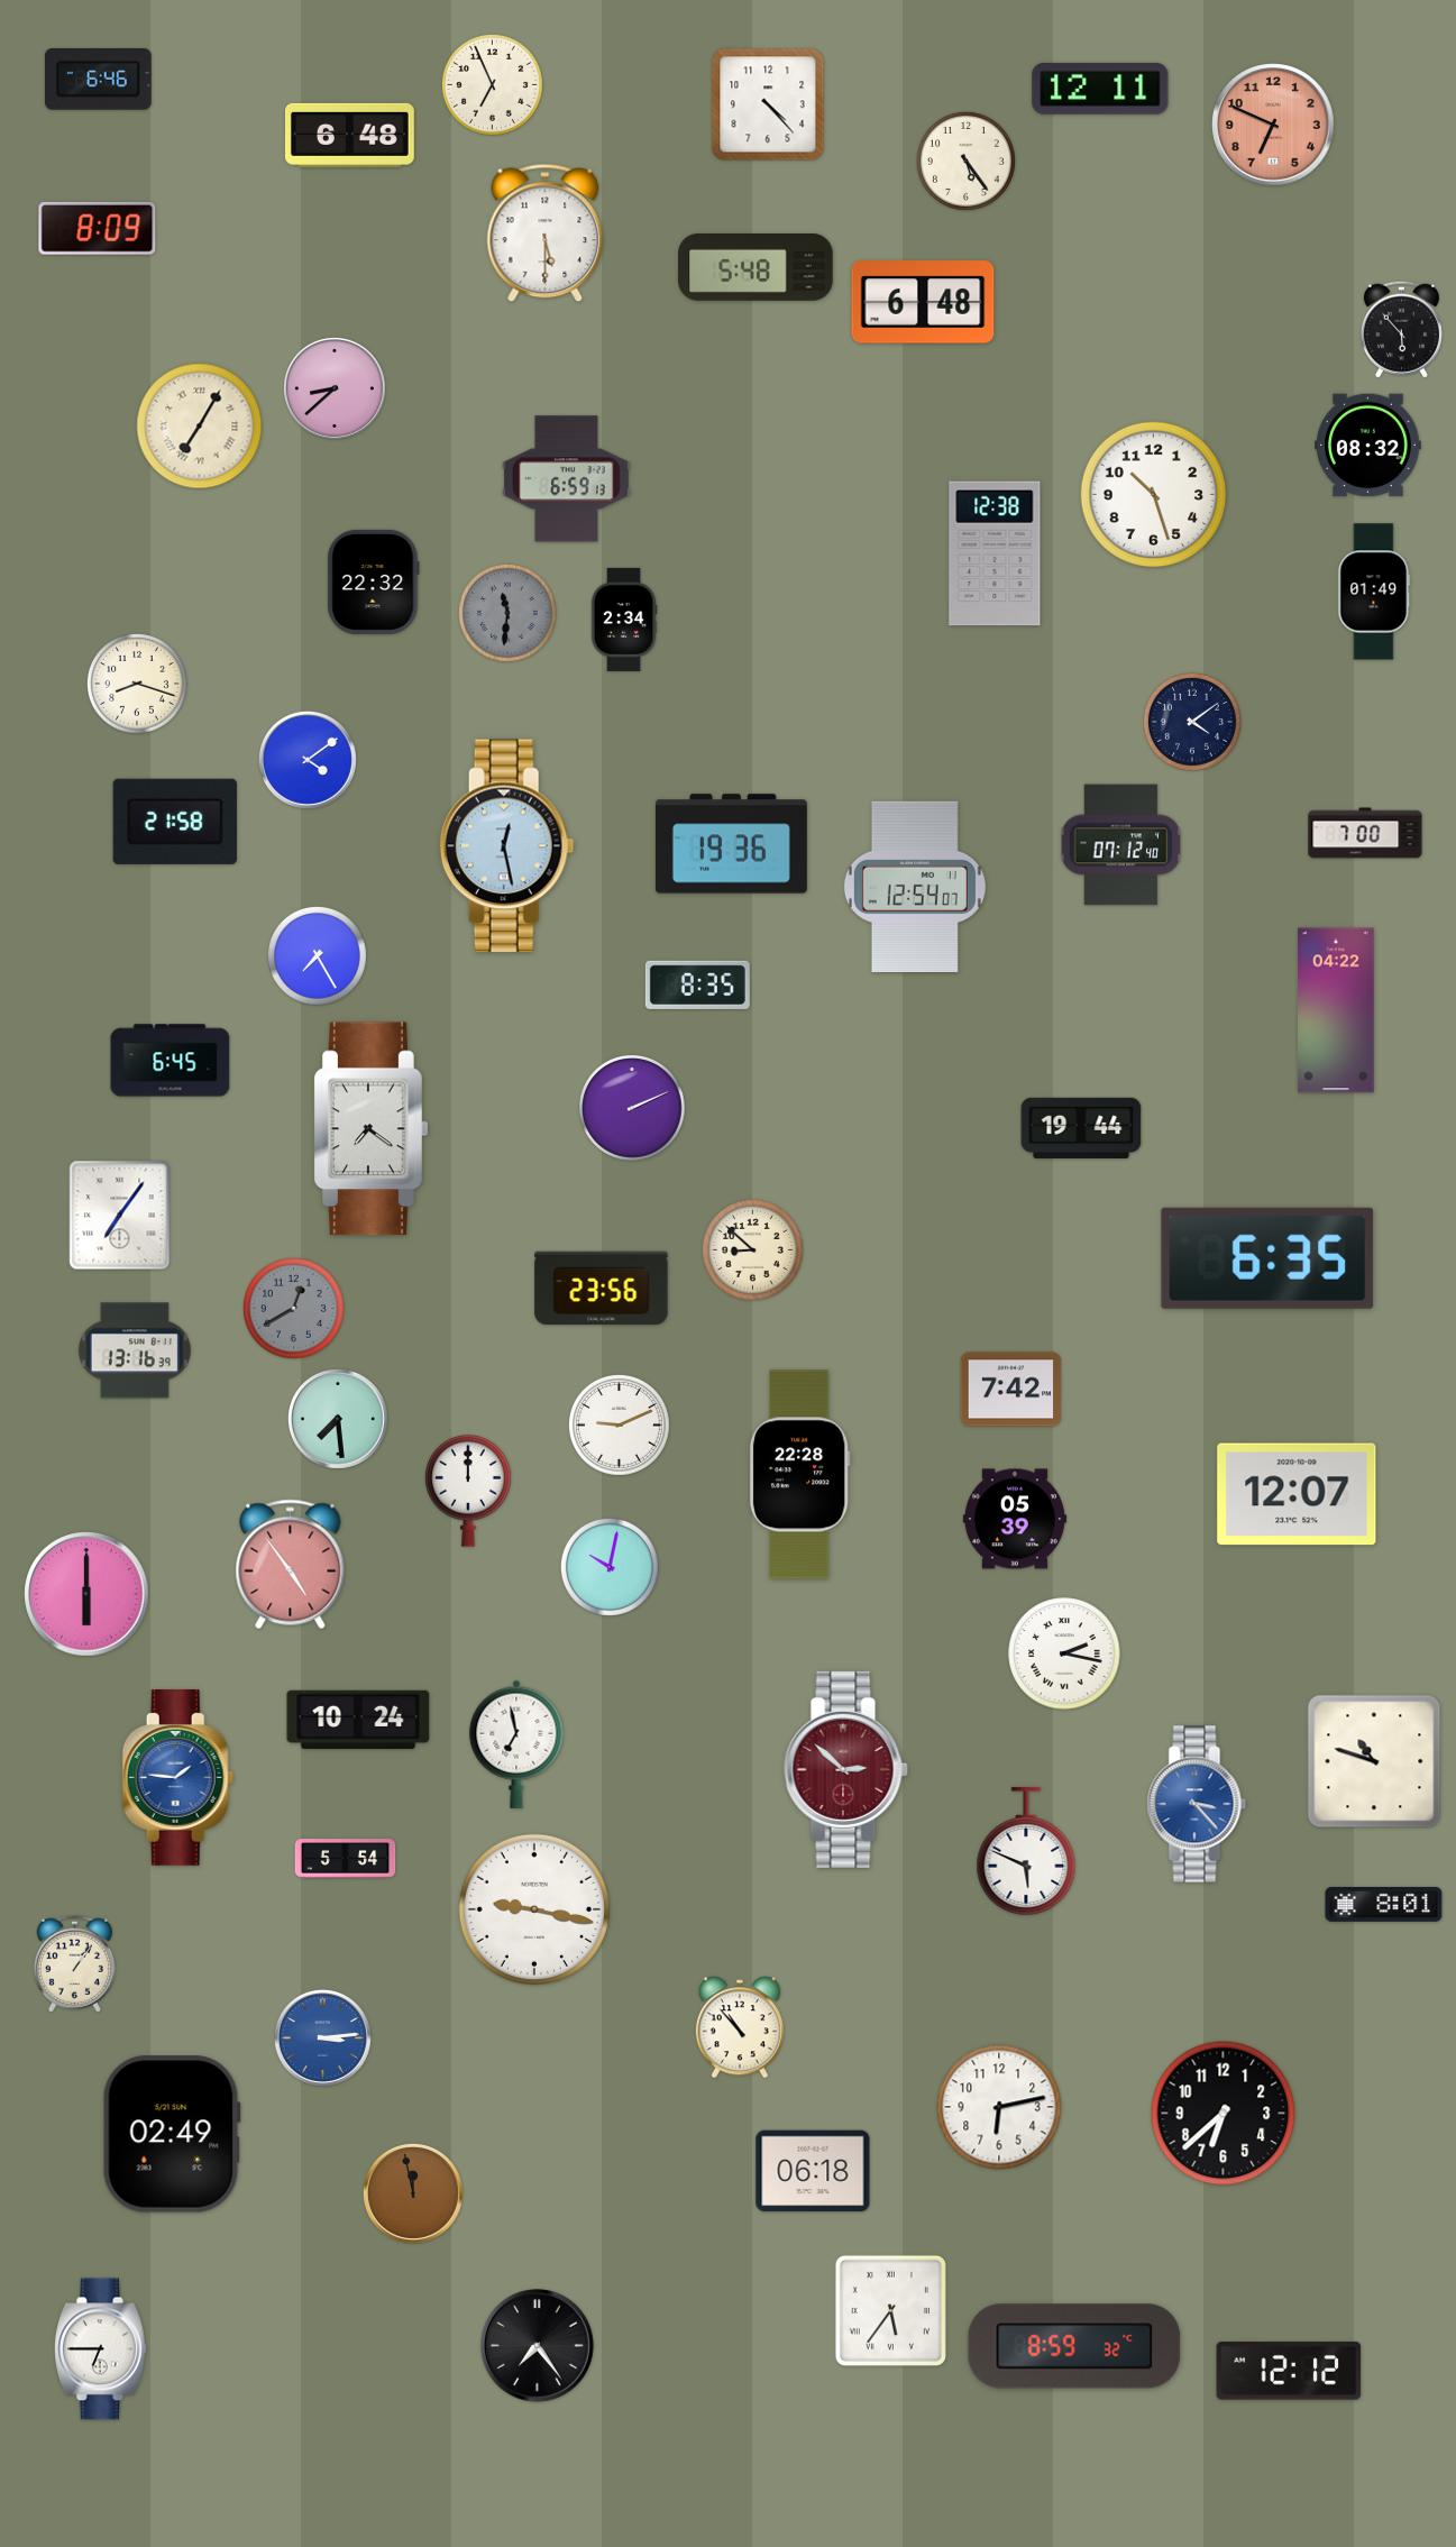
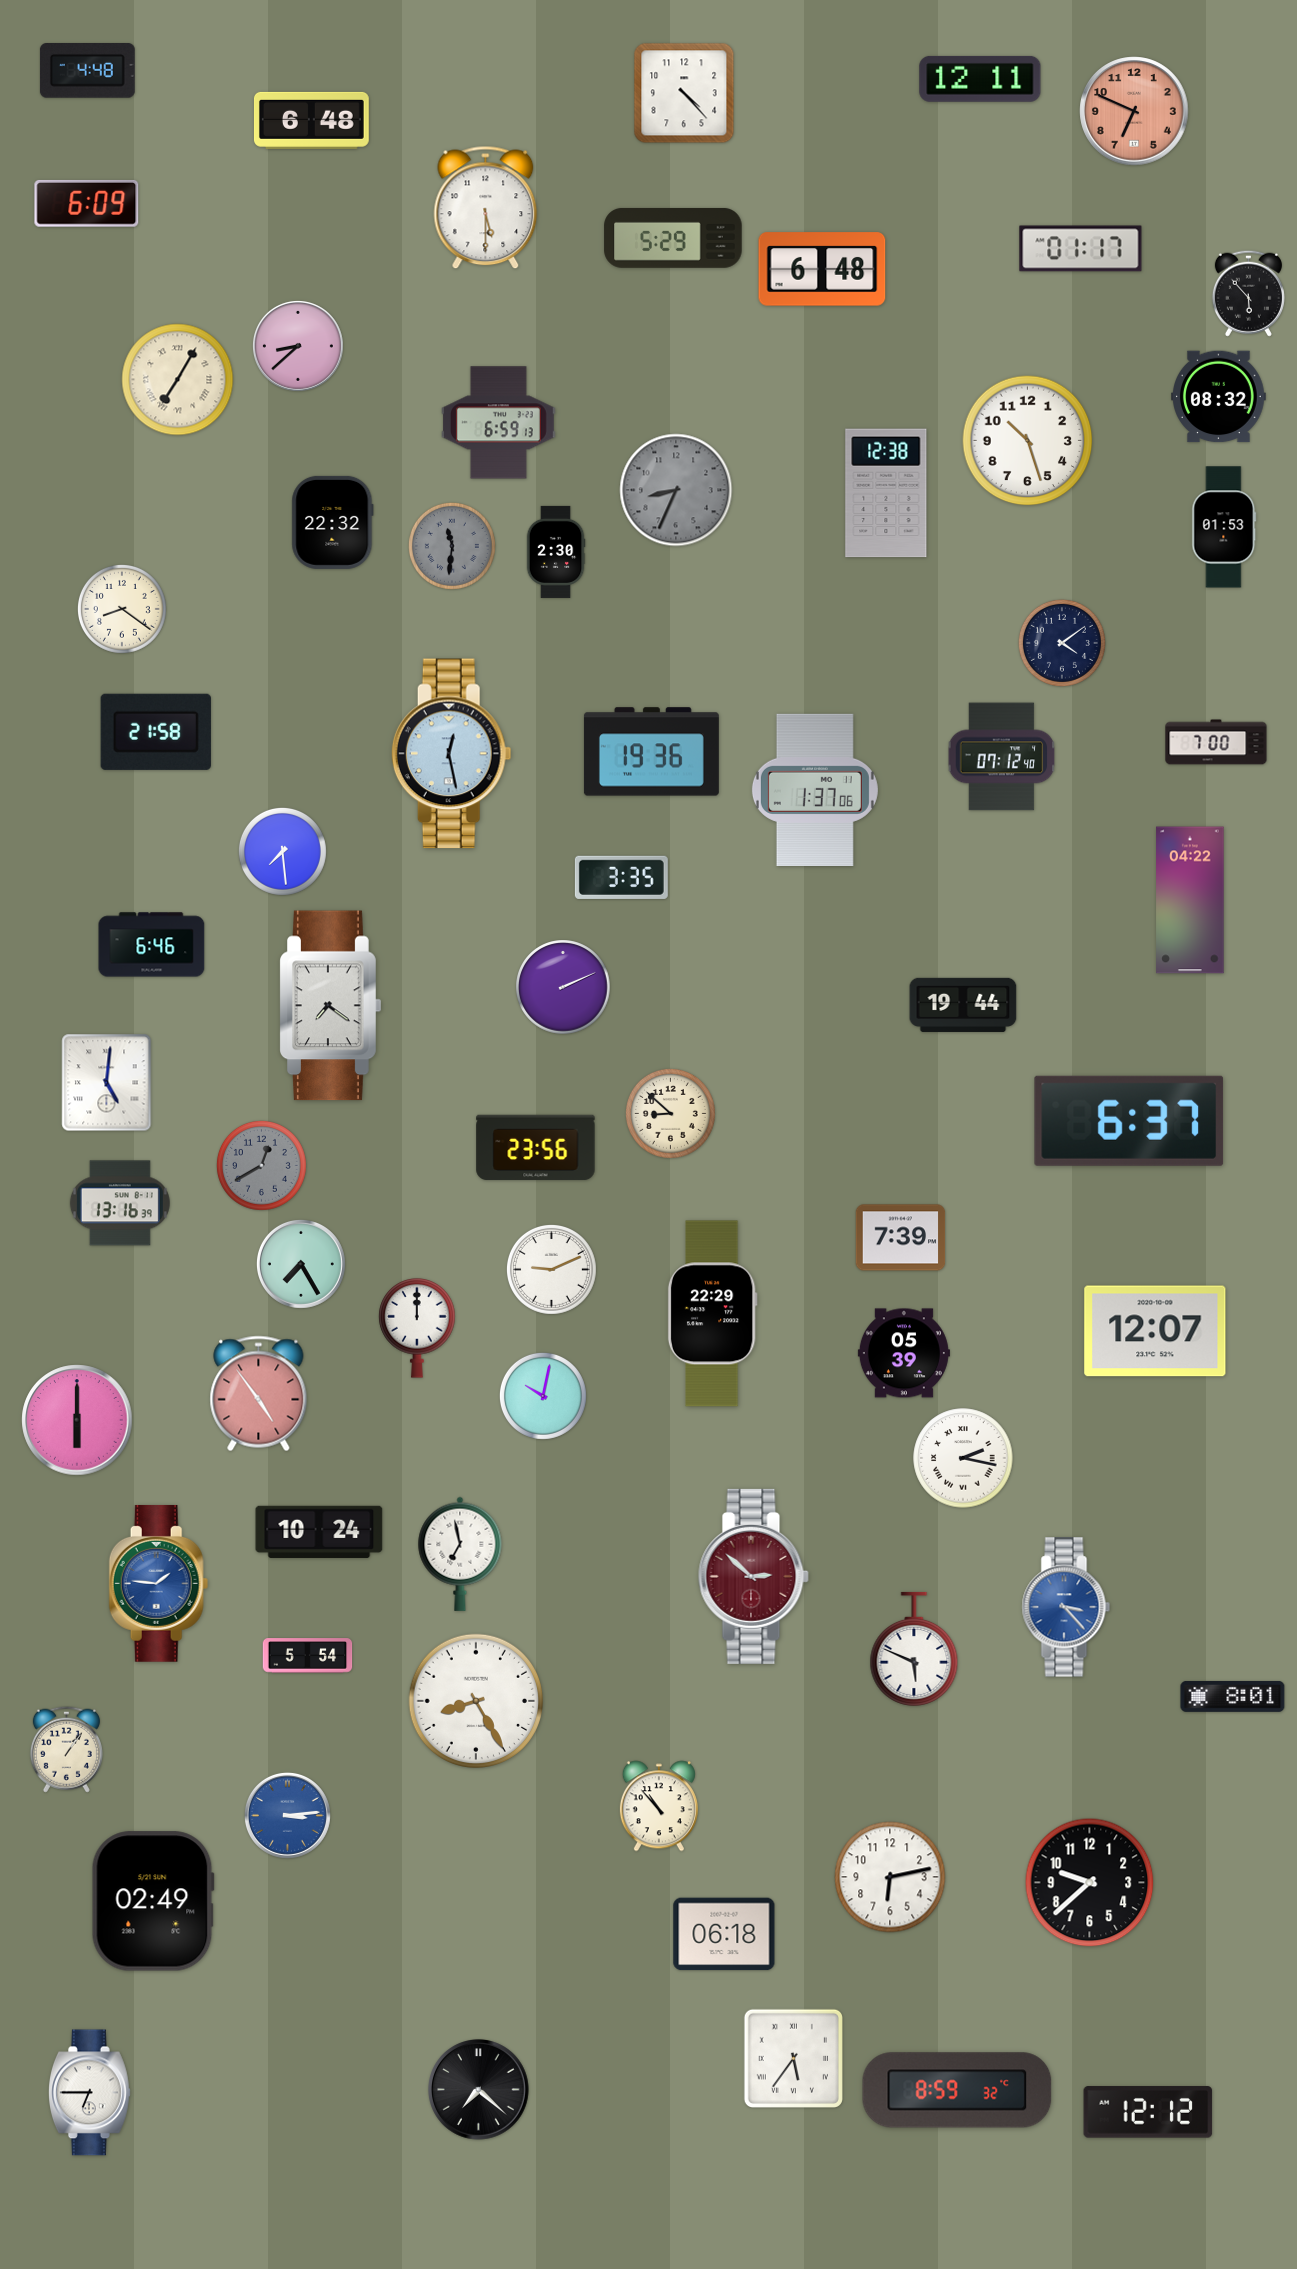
clock at (98, 80): 6:46 -> 4:48
clock at (492, 84): 6:56 -> none
clock at (965, 161): 5:24 -> none
clock at (98, 228): 8:09 -> 6:09
clock at (756, 267): 5:48 -> 5:29
clock at (1081, 249): none -> 01:17
clock at (566, 479) position: (566, 479) -> (498, 423)
clock at (676, 490): none -> 8:34
clock at (374, 581) position: (374, 581) -> (333, 522)
clock at (1374, 592): 01:49 -> 01:53
clock at (624, 620): 2:34 -> 2:30
clock at (137, 684): 8:18 -> 8:21
clock at (308, 760): 4:09 -> none
clock at (1121, 845) position: (1121, 845) -> (1002, 757)
clock at (915, 887): 12:54 -> 1:37
clock at (317, 955): 7:25 -> 7:29
clock at (697, 984): 8:35 -> 3:35
clock at (171, 1061): 6:45 -> 6:46
clock at (120, 1216): 7:06 -> 5:01
clock at (1267, 1258): 6:35 -> 6:37
clock at (1011, 1390): 7:42 -> 7:39
clock at (338, 1419): 7:29 -> 7:25
clock at (799, 1475): 22:28 -> 22:29
clock at (1064, 1653) position: (1064, 1653) -> (963, 1458)
clock at (1374, 1761): 10:48 -> none
clock at (533, 1908): 9:17 -> 8:25
clock at (1224, 2114): 6:38 -> 9:38
clock at (413, 2193): 11:58 -> none
clock at (538, 2346): 7:24 -> 7:22
